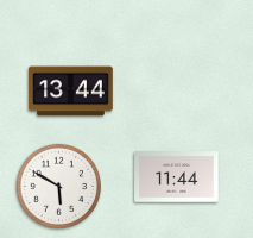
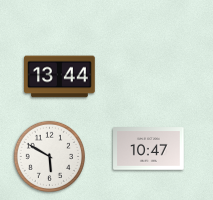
clock at (177, 177): 11:44 -> 10:47
